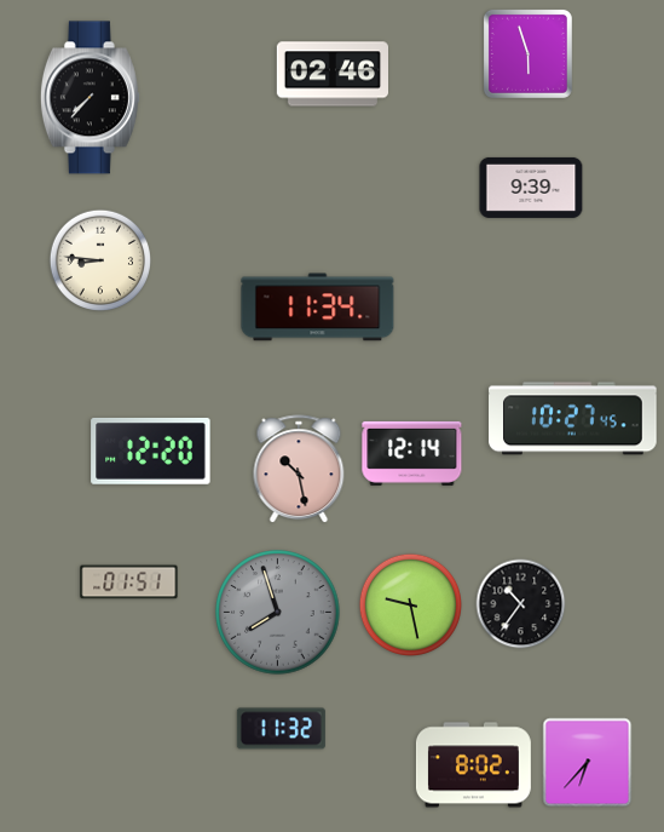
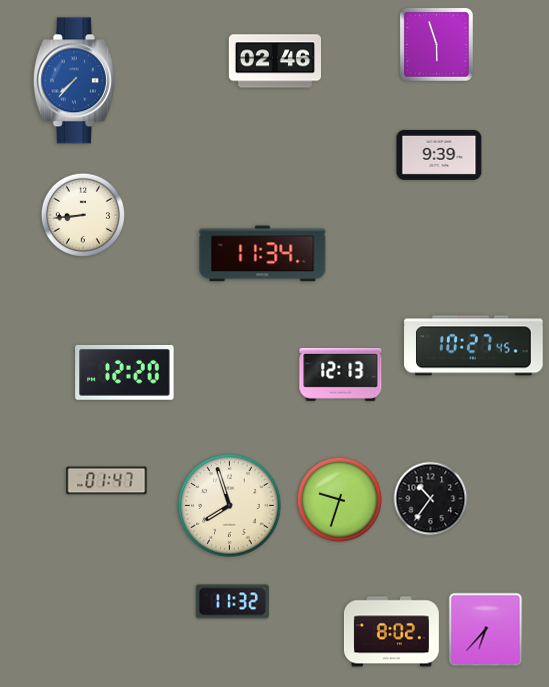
clock at (90, 98) dial: black -> blue
clock at (99, 259): 8:46 -> 8:44
clock at (412, 453): 12:14 -> 12:13
clock at (299, 470): 10:28 -> none
clock at (129, 583): 01:51 -> 01:47
clock at (410, 604): 9:28 -> 9:33
clock at (278, 613) dial: grey -> cream
